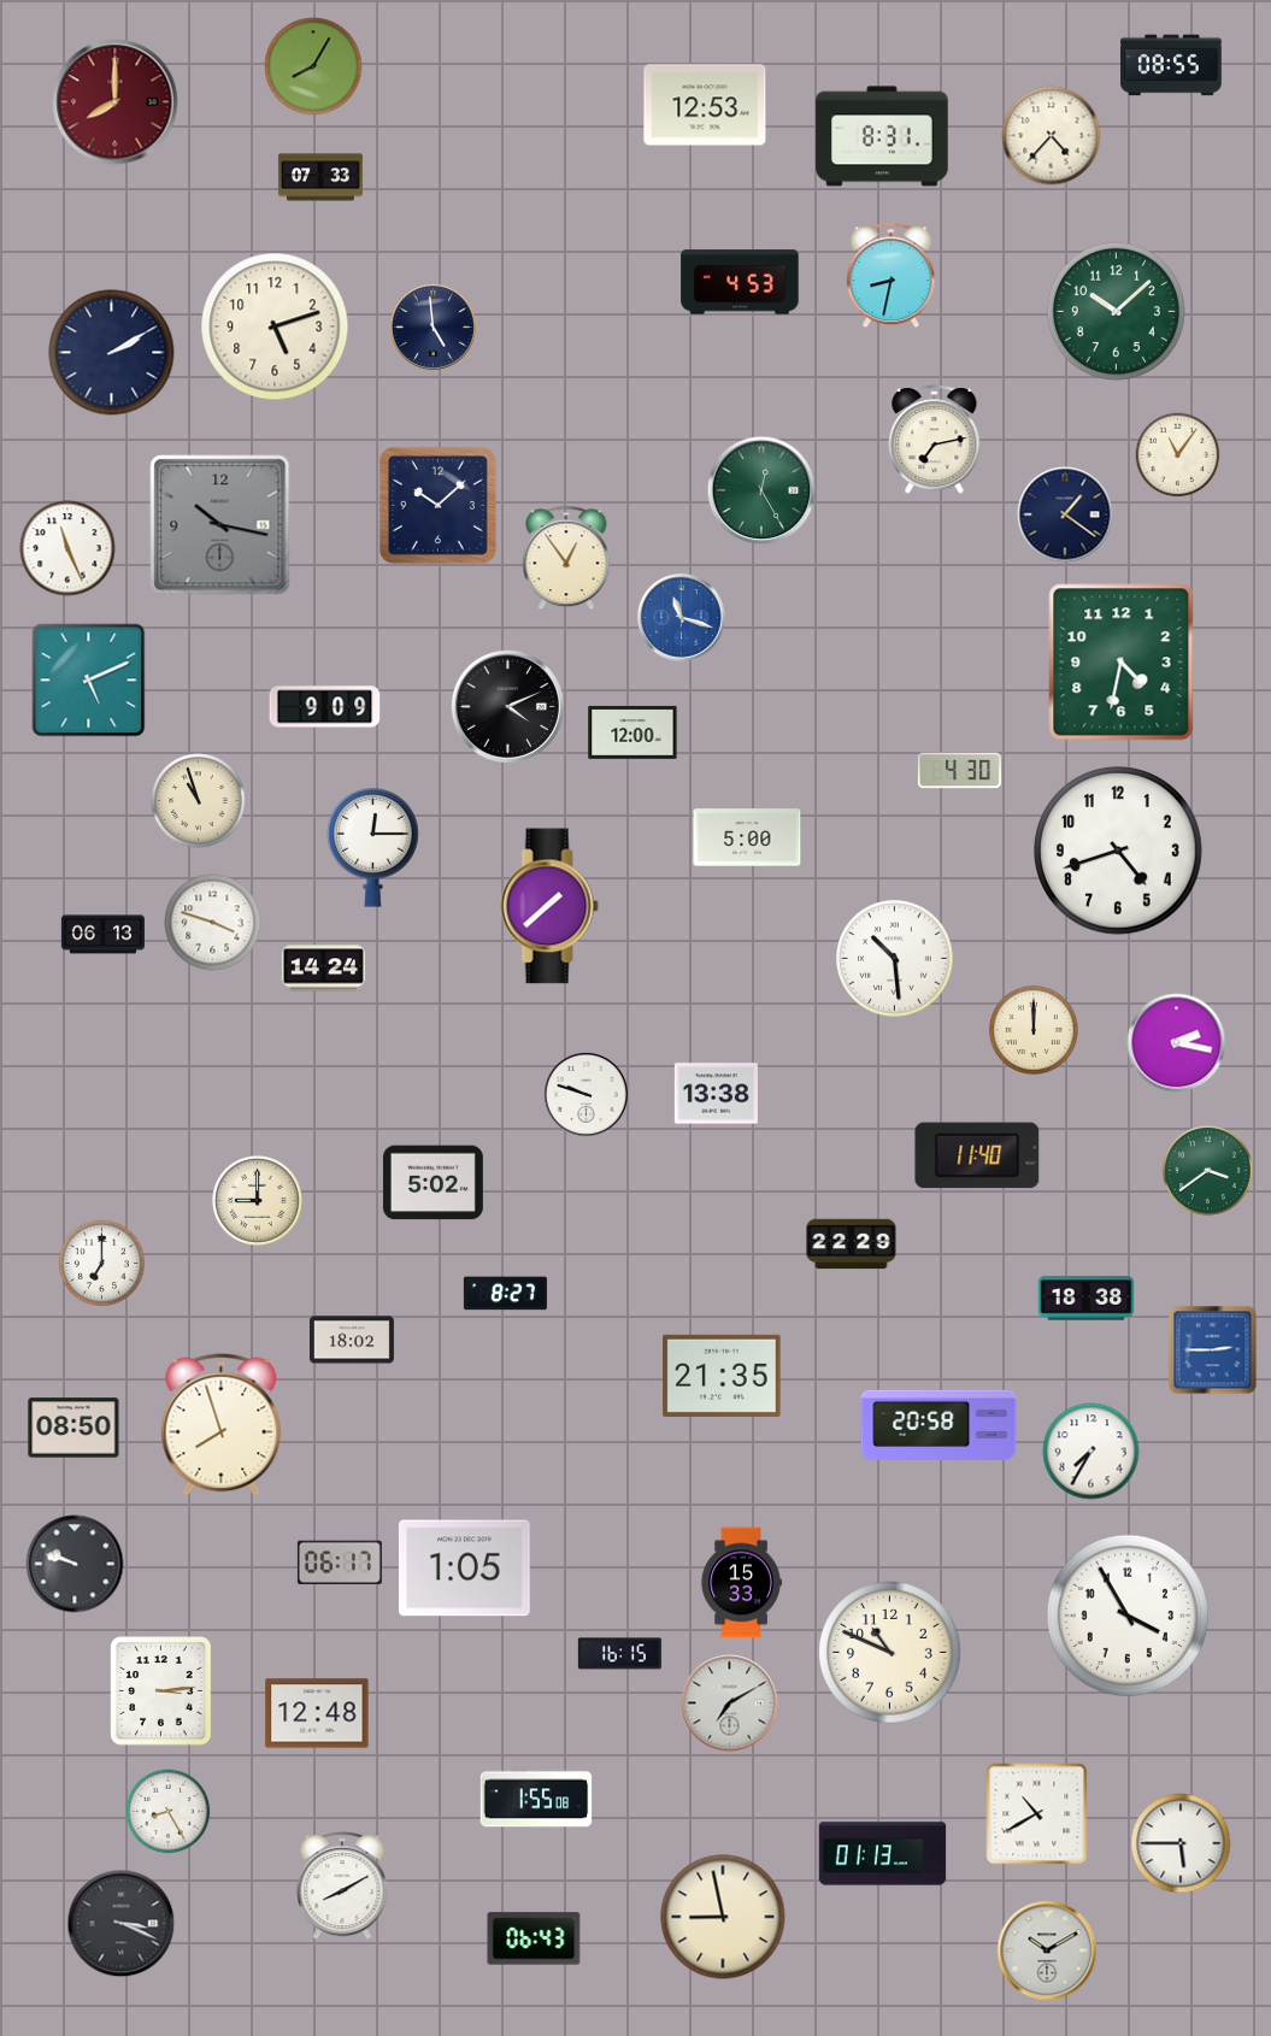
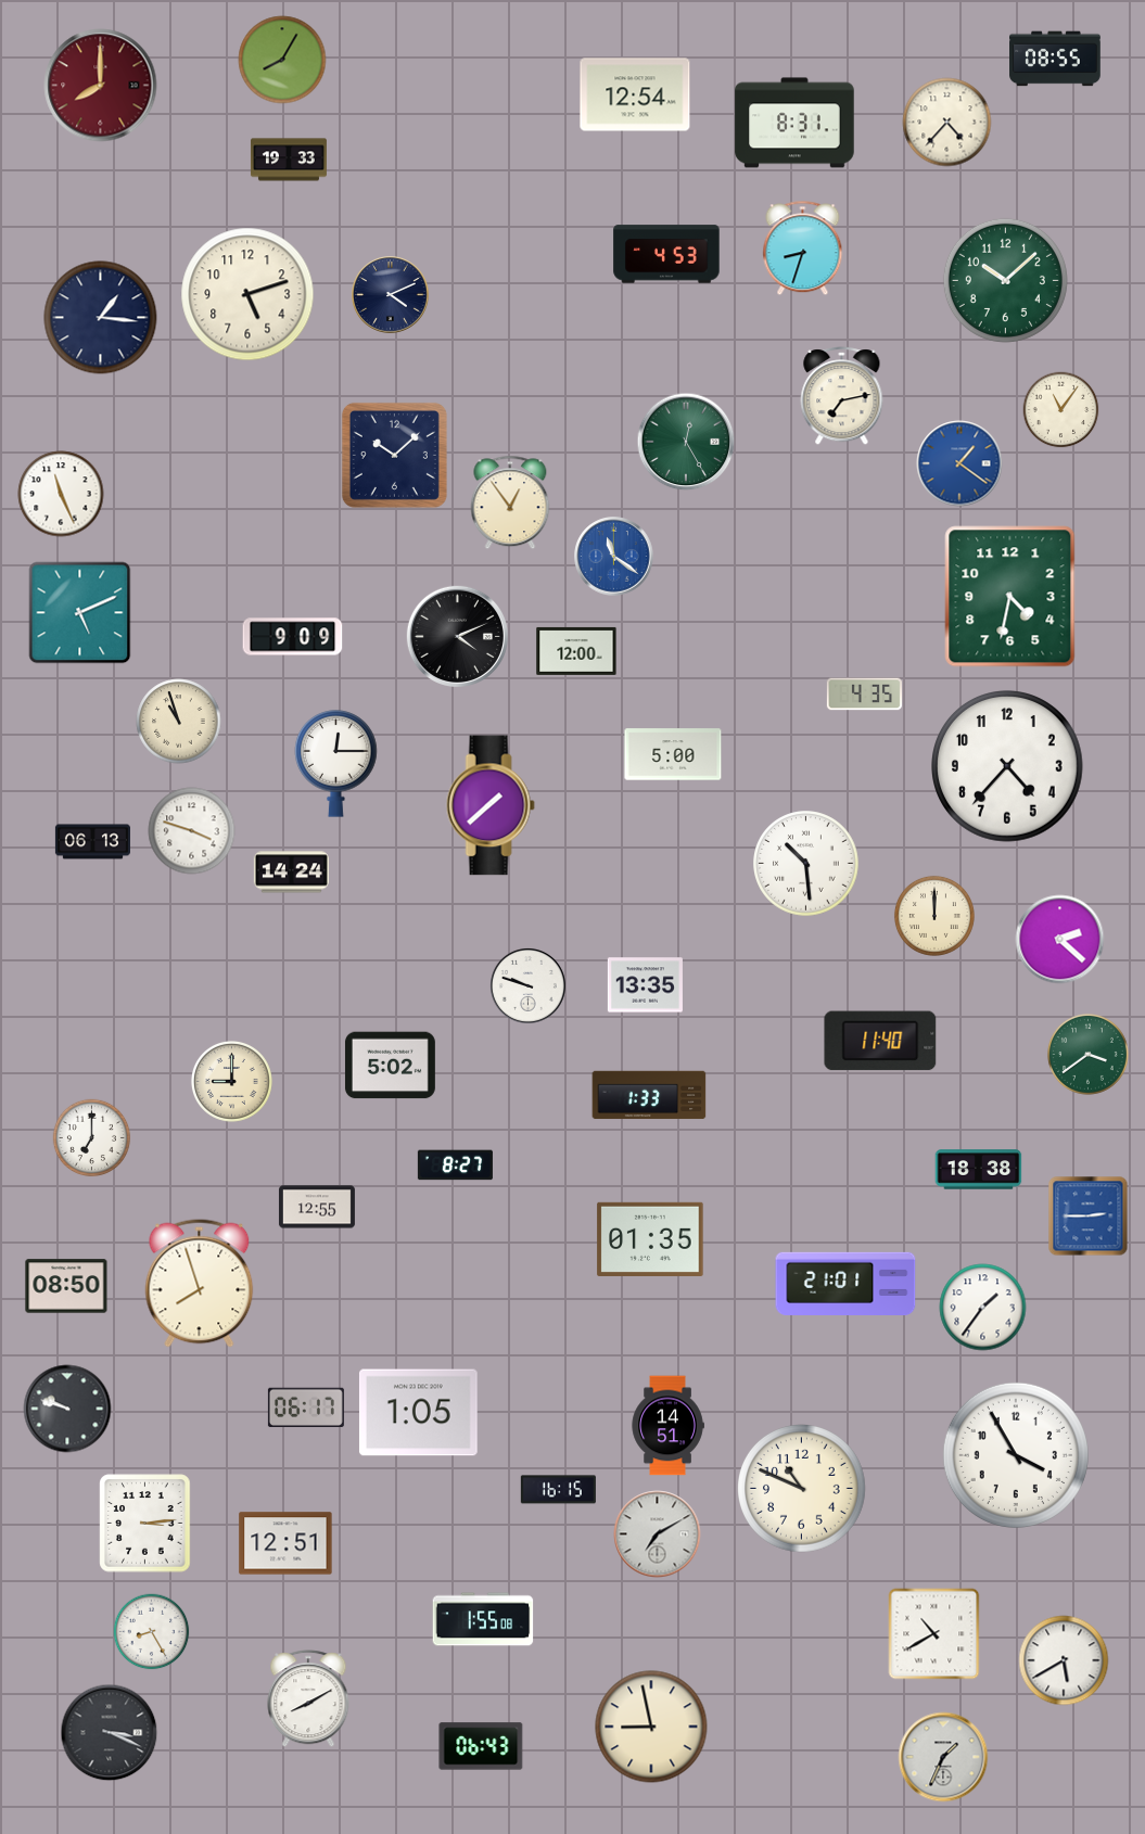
clock at (116, 102) position: (116, 102) -> (101, 86)
clock at (705, 105): 12:53 -> 12:54
clock at (320, 177): 07:33 -> 19:33
clock at (892, 276): 8:32 -> 8:33
clock at (434, 328): 4:59 -> 4:11
clock at (112, 353): 2:10 -> 1:16
clock at (1065, 514) dial: navy -> blue
clock at (220, 525): 10:17 -> none
clock at (682, 618): 11:18 -> 11:21
clock at (632, 732) position: (632, 732) -> (576, 651)
clock at (959, 771): 4:30 -> 4:35
clock at (1118, 851): 4:42 -> 4:37
clock at (549, 906) position: (549, 906) -> (491, 805)
clock at (1034, 1030) position: (1034, 1030) -> (934, 916)
clock at (1177, 1043): 2:17 -> 2:22
clock at (716, 1094): 13:38 -> 13:35
clock at (649, 1095): none -> 1:33
clock at (852, 1244): 22:29 -> none
clock at (352, 1340): 18:02 -> 12:55
clock at (1213, 1351) position: (1213, 1351) -> (1089, 1217)
clock at (722, 1376): 21:35 -> 01:35
clock at (938, 1424): 20:58 -> 21:01
clock at (1091, 1452): 7:35 -> 1:36
clock at (741, 1583): 15:33 -> 14:51
clock at (317, 1713): 12:48 -> 12:51
clock at (1181, 1843): 5:45 -> 5:40
clock at (883, 1854): 01:13 -> none
clock at (1047, 1950): 10:10 -> 1:34
